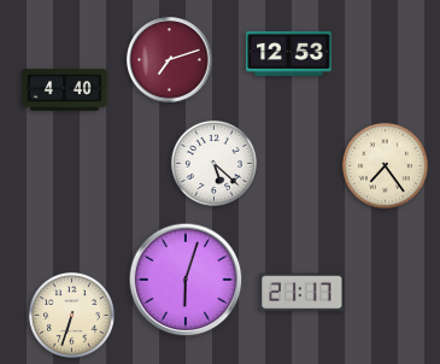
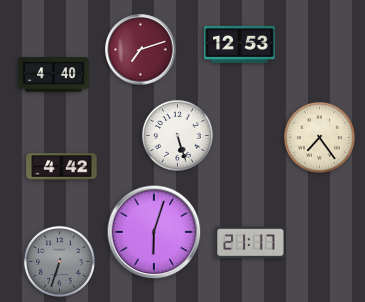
clock at (213, 163): 5:22 -> 5:27
clock at (62, 167): none -> 4:42
clock at (71, 315) dial: cream -> grey
